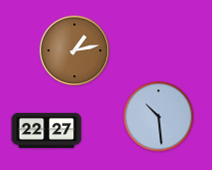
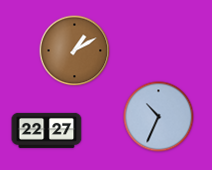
clock at (75, 51): 1:13 -> 1:10
clock at (159, 117): 10:29 -> 10:34
